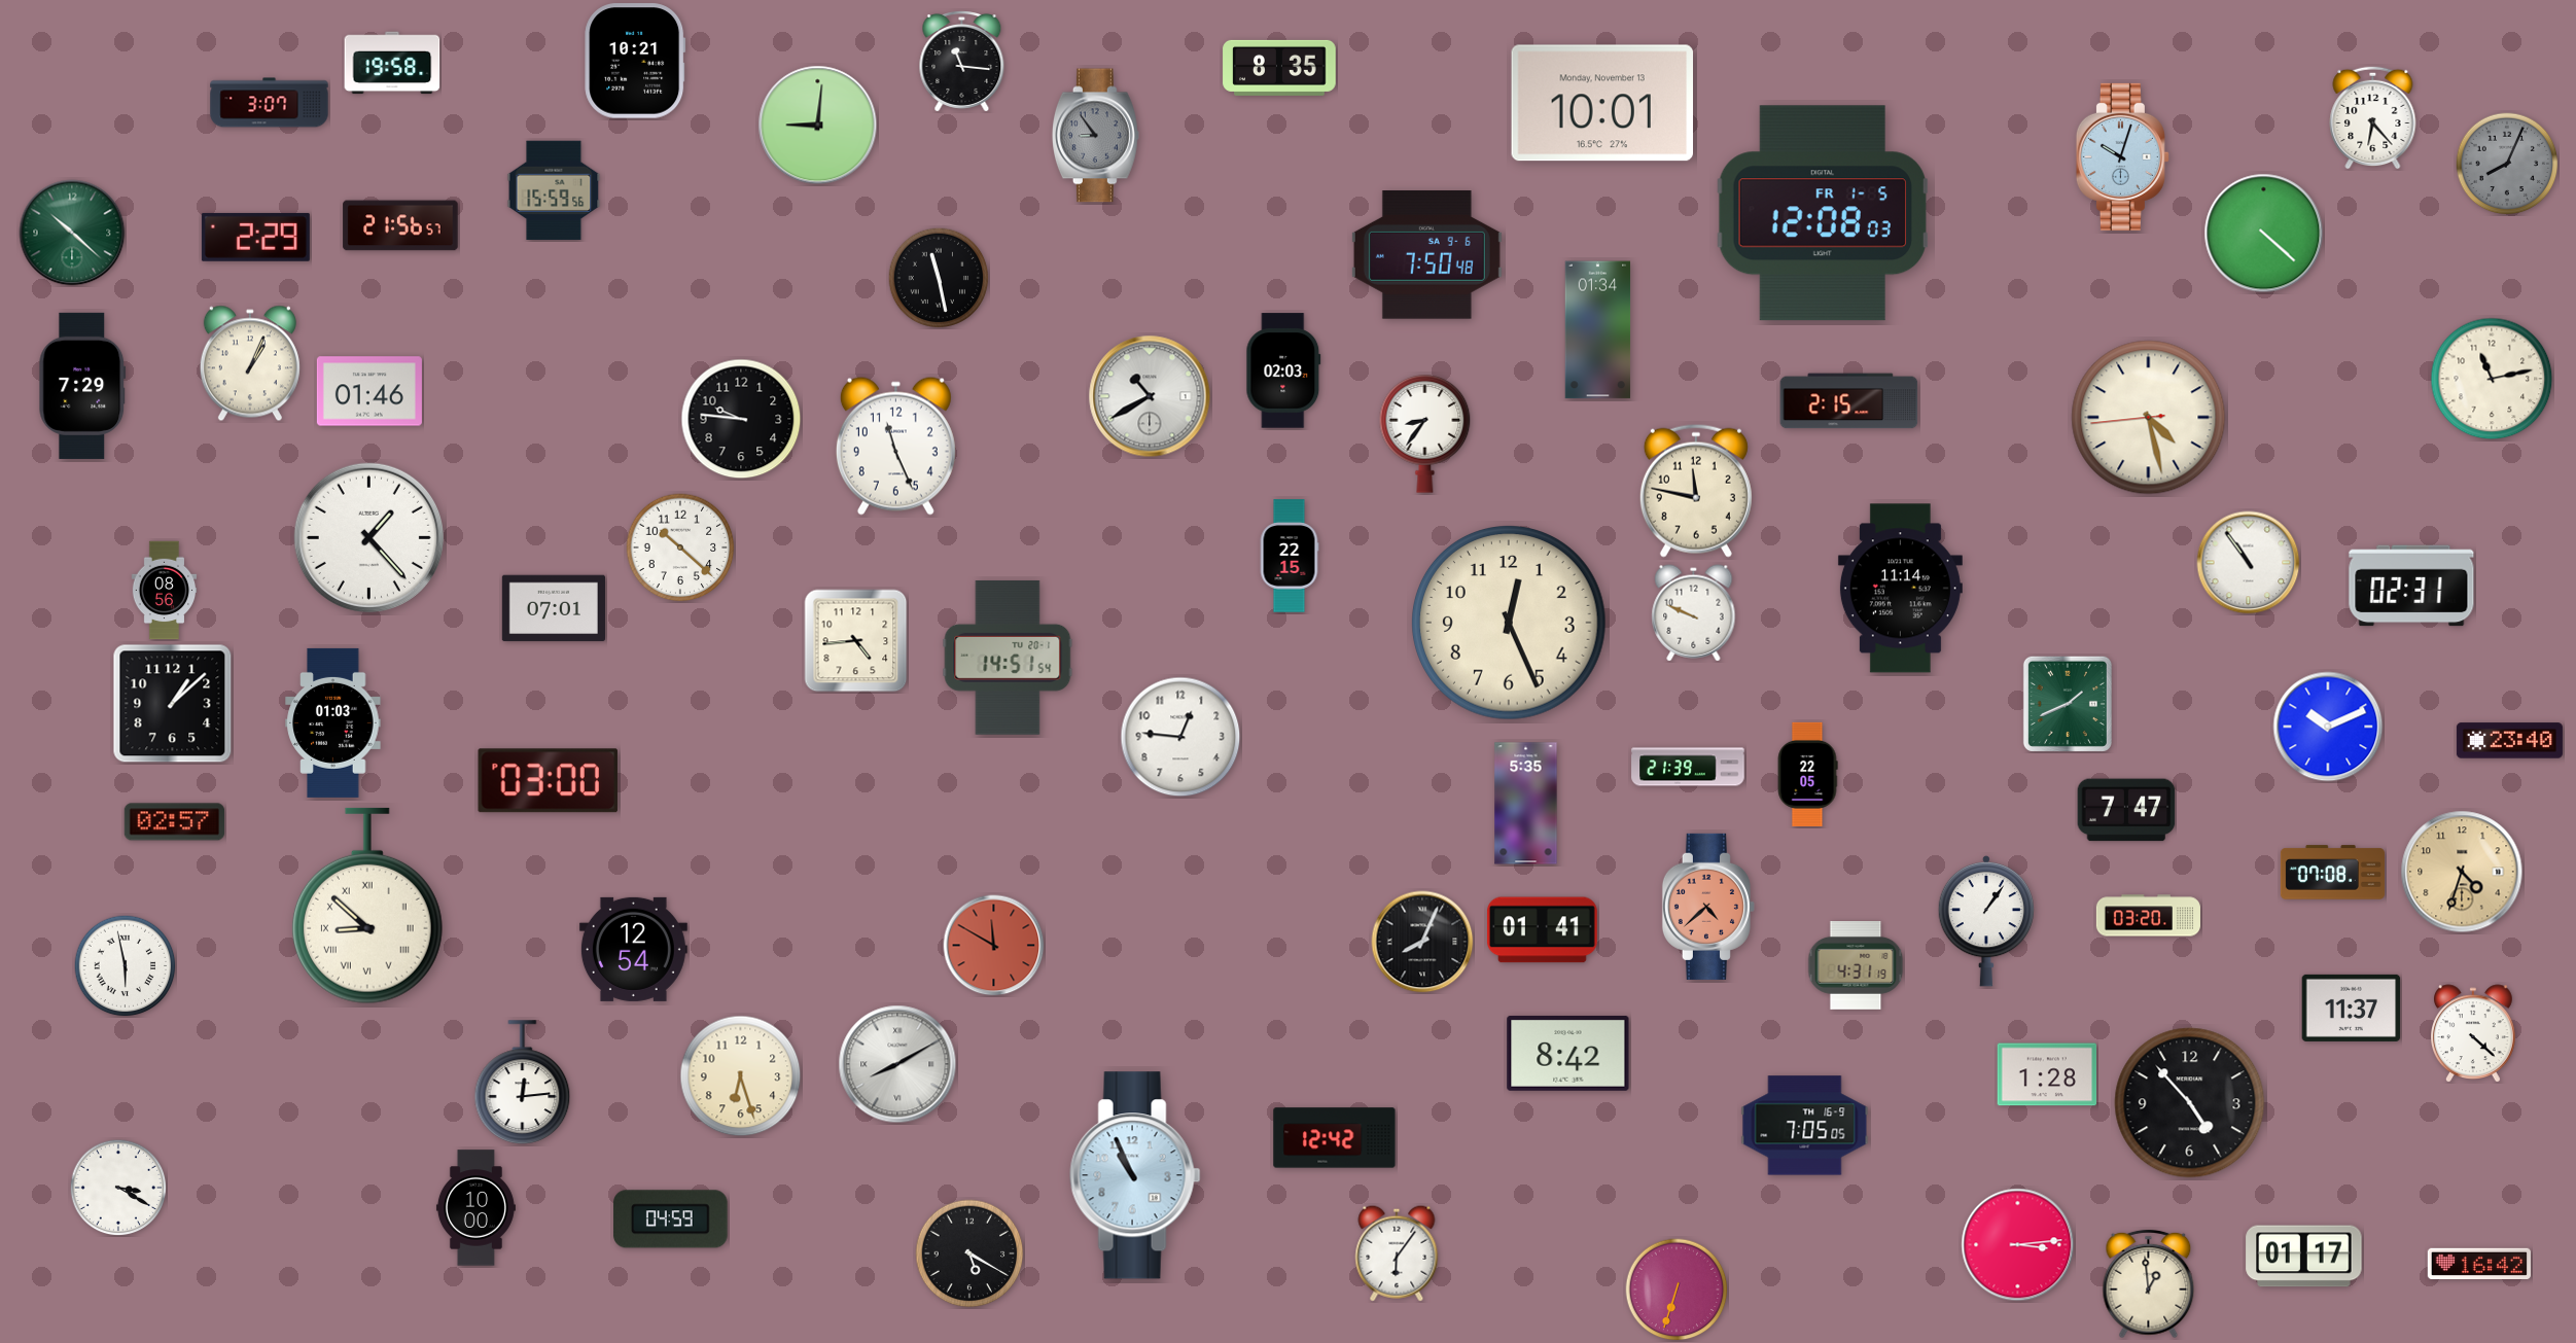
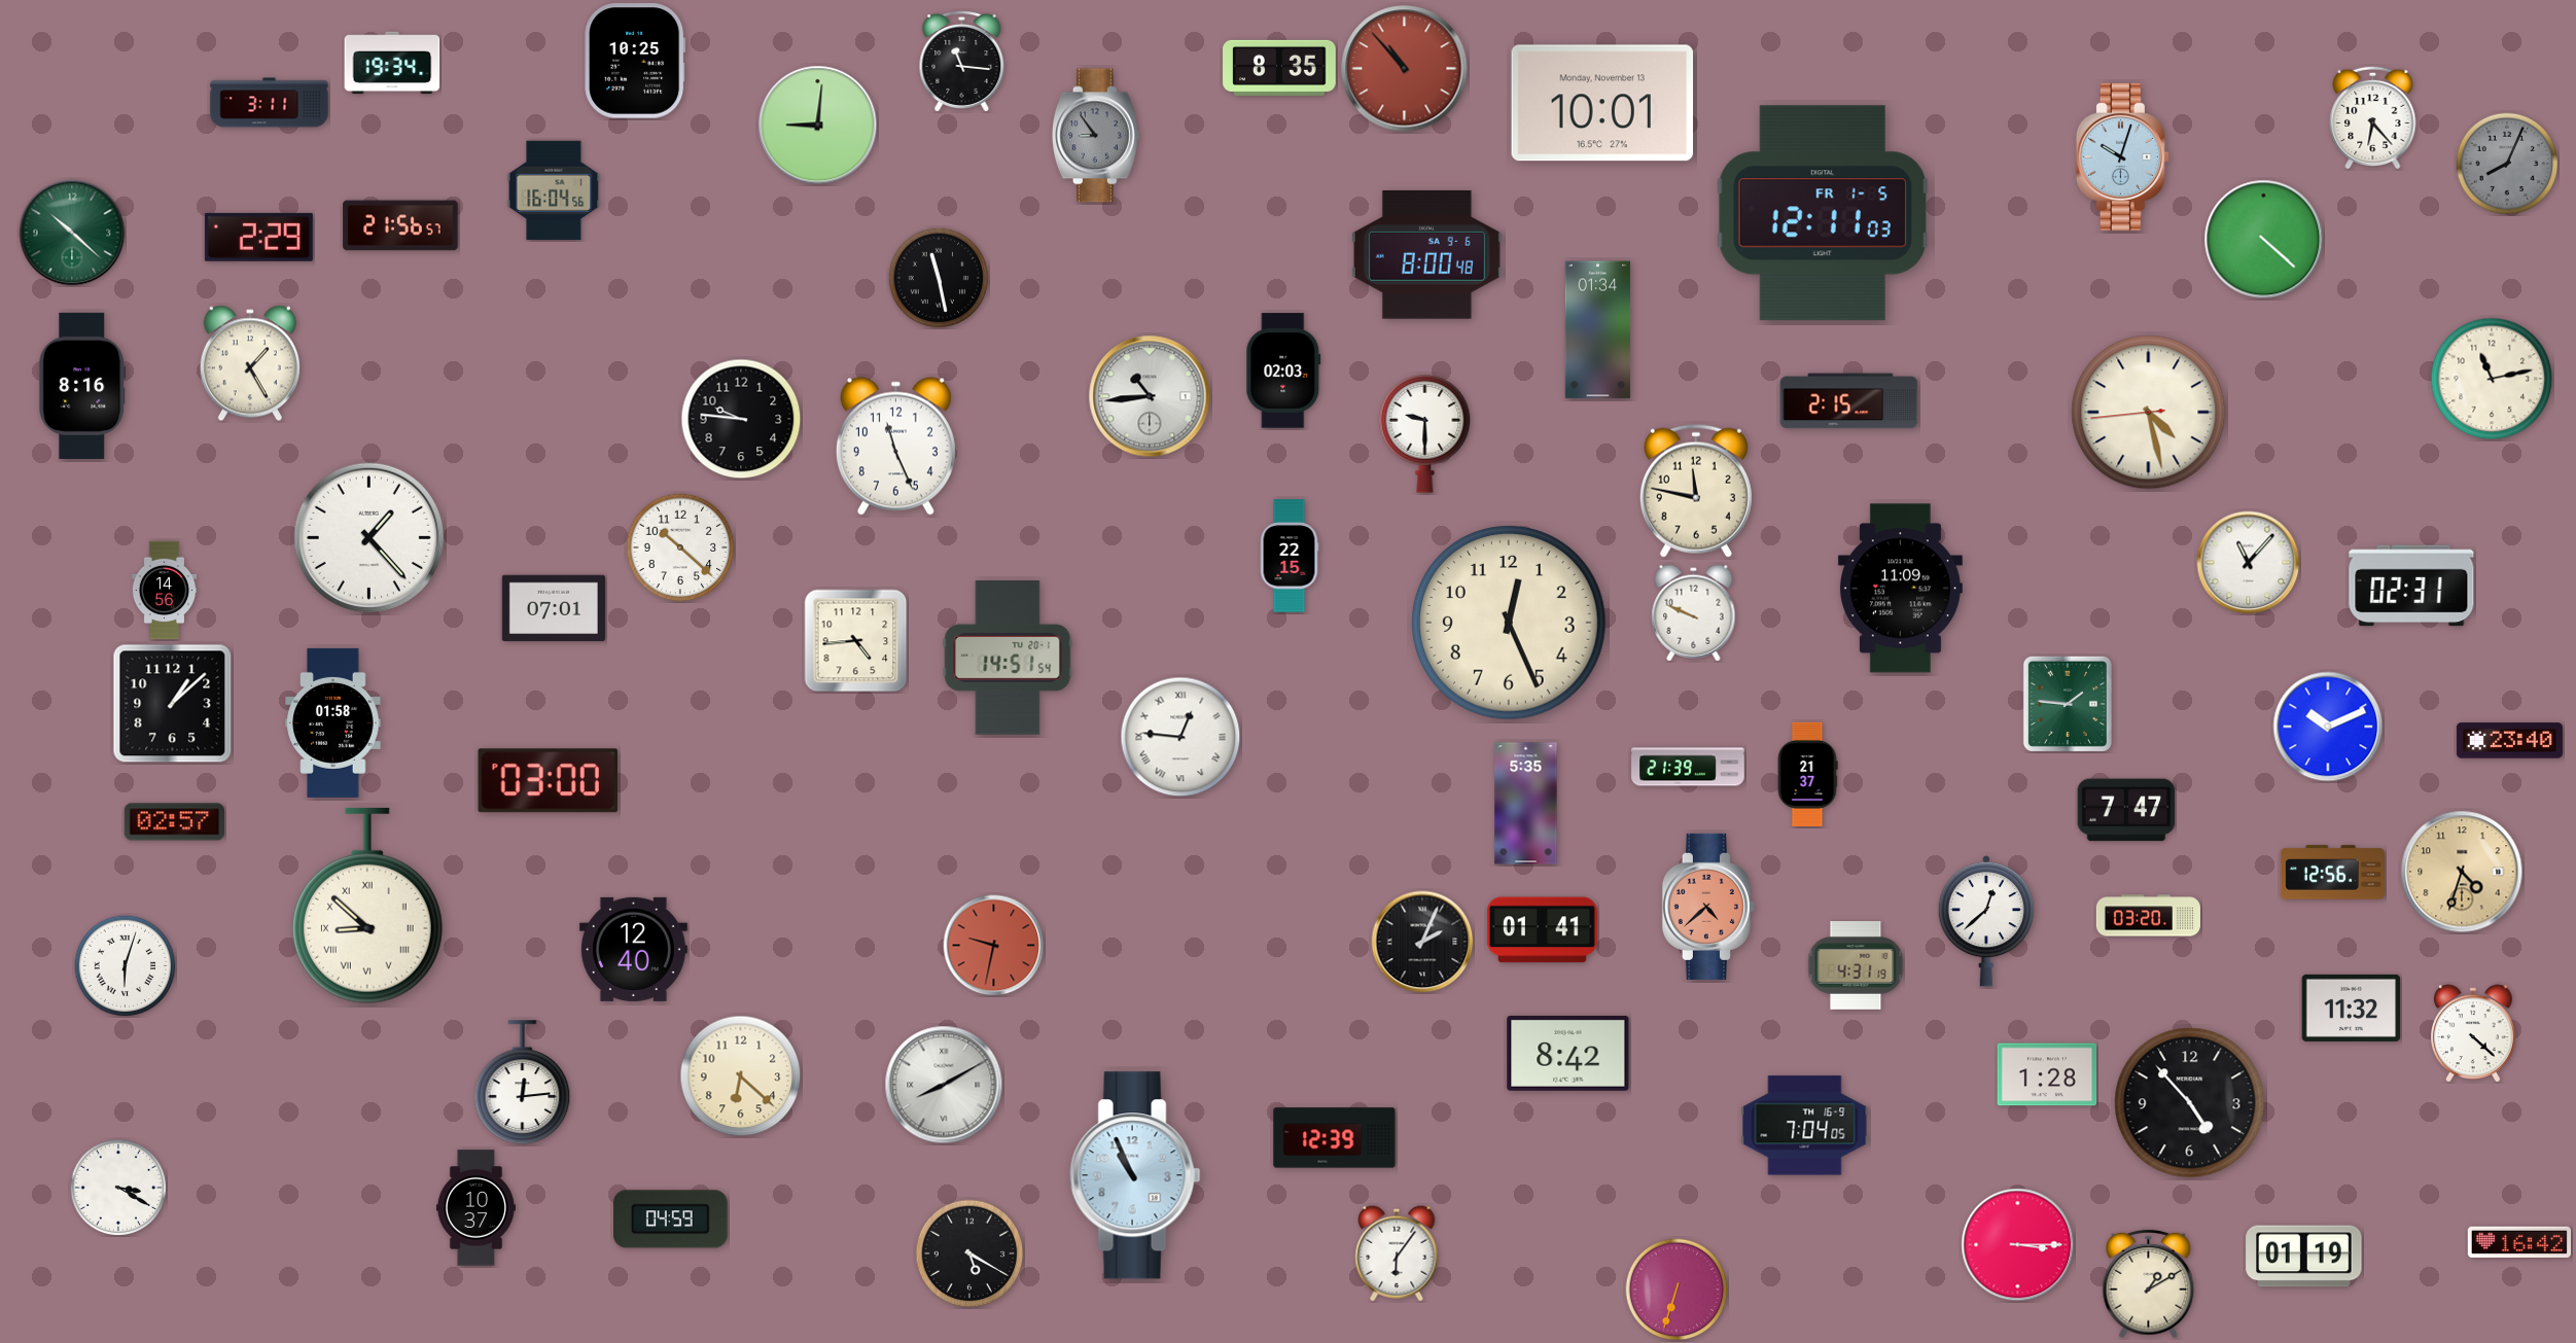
clock at (635, 61): 10:21 -> 10:25
clock at (392, 63): 19:58 -> 19:34
clock at (1405, 69): none -> 10:53
clock at (270, 103): 3:07 -> 3:11
clock at (554, 190): 15:59 -> 16:04
clock at (1823, 213): 12:08 -> 12:11
clock at (2264, 234) position: (2264, 234) -> (2264, 240)
clock at (255, 237) position: (255, 237) -> (258, 237)
clock at (1426, 255): 7:50 -> 8:00
clock at (250, 363): 1:04 -> 1:25
clock at (82, 386): 7:29 -> 8:16
clock at (369, 391): 01:46 -> none
clock at (1150, 396): 10:40 -> 10:44
clock at (2149, 418) position: (2149, 418) -> (2149, 413)
clock at (1425, 434): 8:36 -> 9:30
clock at (2249, 563): 10:54 -> 11:07
clock at (1900, 589): 11:14 -> 11:09
clock at (165, 591): 08:56 -> 14:56
clock at (2068, 704): 1:41 -> 1:46
clock at (333, 722): 01:03 -> 01:58
clock at (1180, 737) numerals: Arabic -> Roman
clock at (1807, 774): 22:05 -> 21:37
clock at (2332, 873): 07:08 -> 12:56
clock at (1985, 921): 1:06 -> 12:38
clock at (1422, 942): 8:04 -> 2:04
clock at (994, 946): 11:50 -> 9:32
clock at (633, 949): 12:54 -> 12:40
clock at (126, 966): 5:58 -> 6:03
clock at (2352, 1008): 11:37 -> 11:32
clock at (897, 1064) position: (897, 1064) -> (944, 1085)
clock at (741, 1076): 6:27 -> 6:22
clock at (1805, 1126): 7:05 -> 7:04
clock at (1335, 1138): 12:42 -> 12:39
clock at (475, 1208): 10:00 -> 10:37
clock at (2018, 1245): 3:14 -> 3:15
clock at (2304, 1257): 01:17 -> 01:19
clock at (2479, 1263) position: (2479, 1263) -> (2519, 1241)
clock at (2149, 1284): 12:59 -> 1:10
